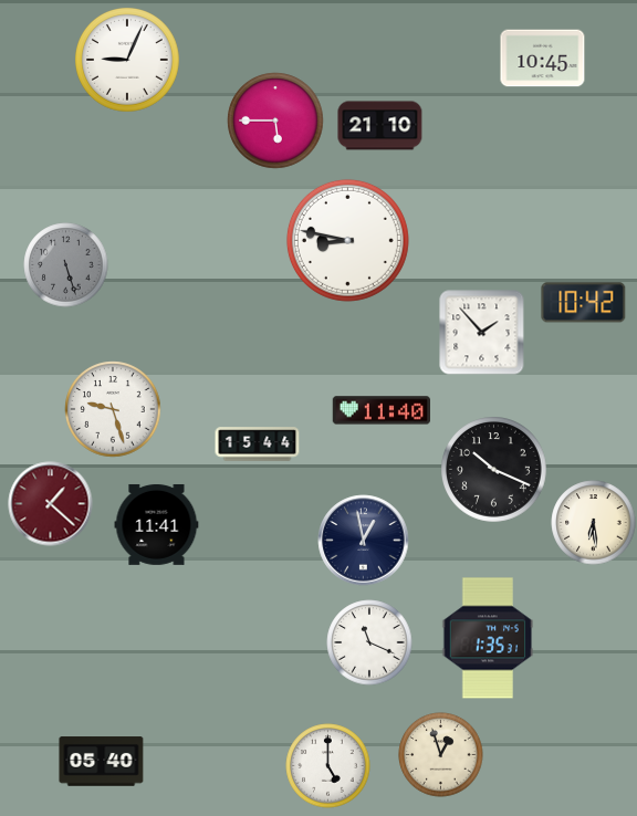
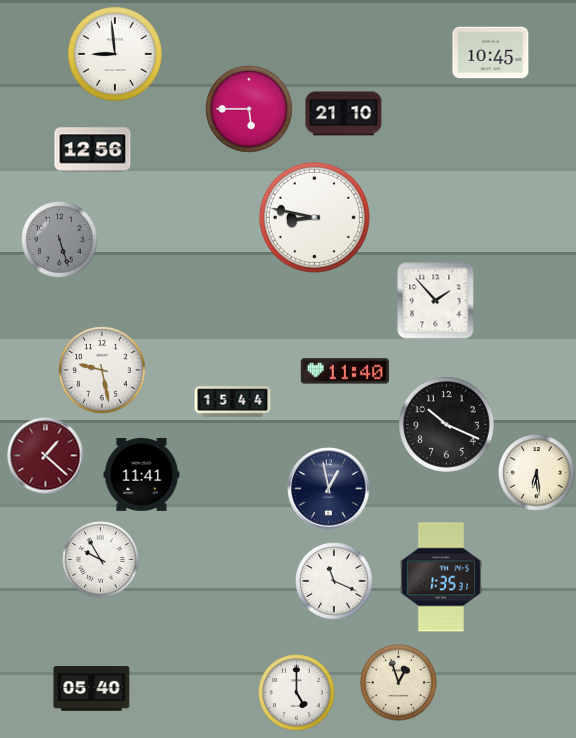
clock at (128, 61): 9:04 -> 8:59
clock at (93, 150): none -> 12:56
clock at (584, 303): 10:42 -> none
clock at (113, 409): 9:27 -> 9:28
clock at (101, 560): none -> 9:55
